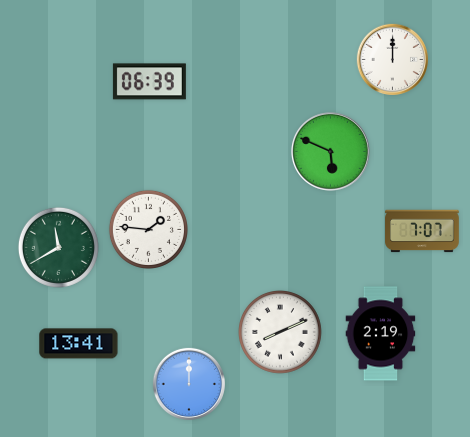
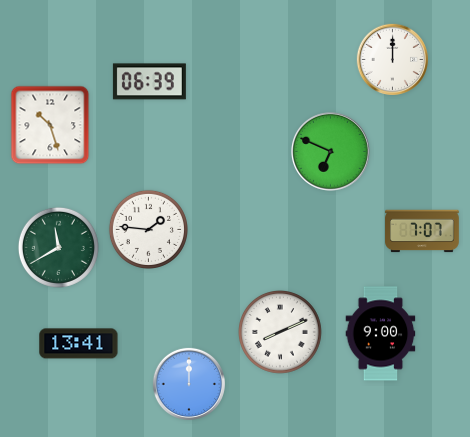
clock at (50, 125): none -> 10:27
clock at (330, 151): 5:49 -> 6:49
clock at (381, 334): 2:19 -> 9:00
